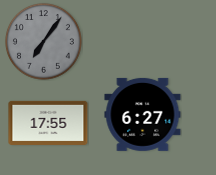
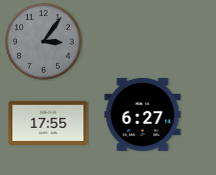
clock at (43, 41): 7:06 -> 3:06
